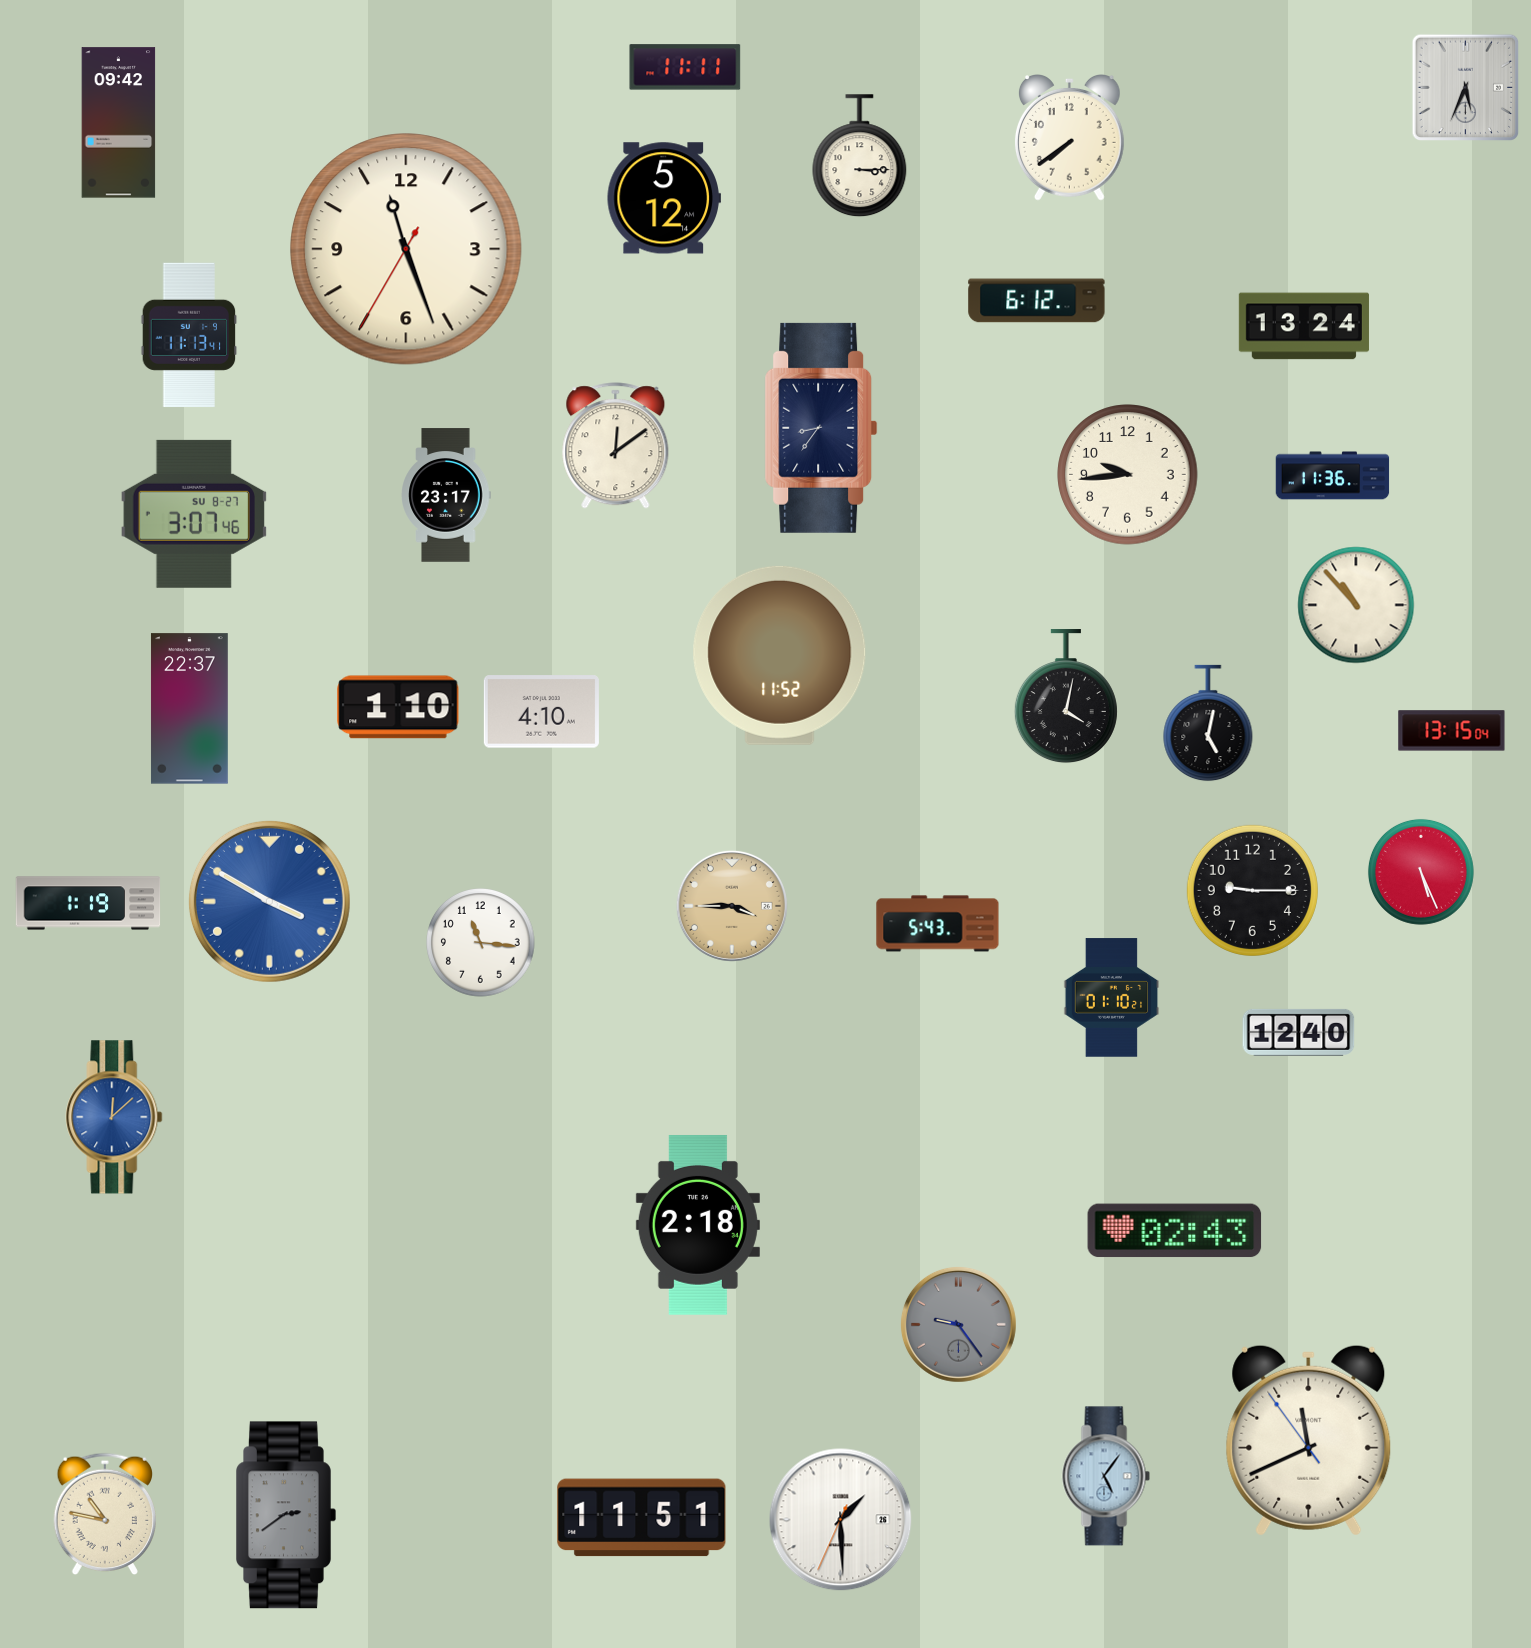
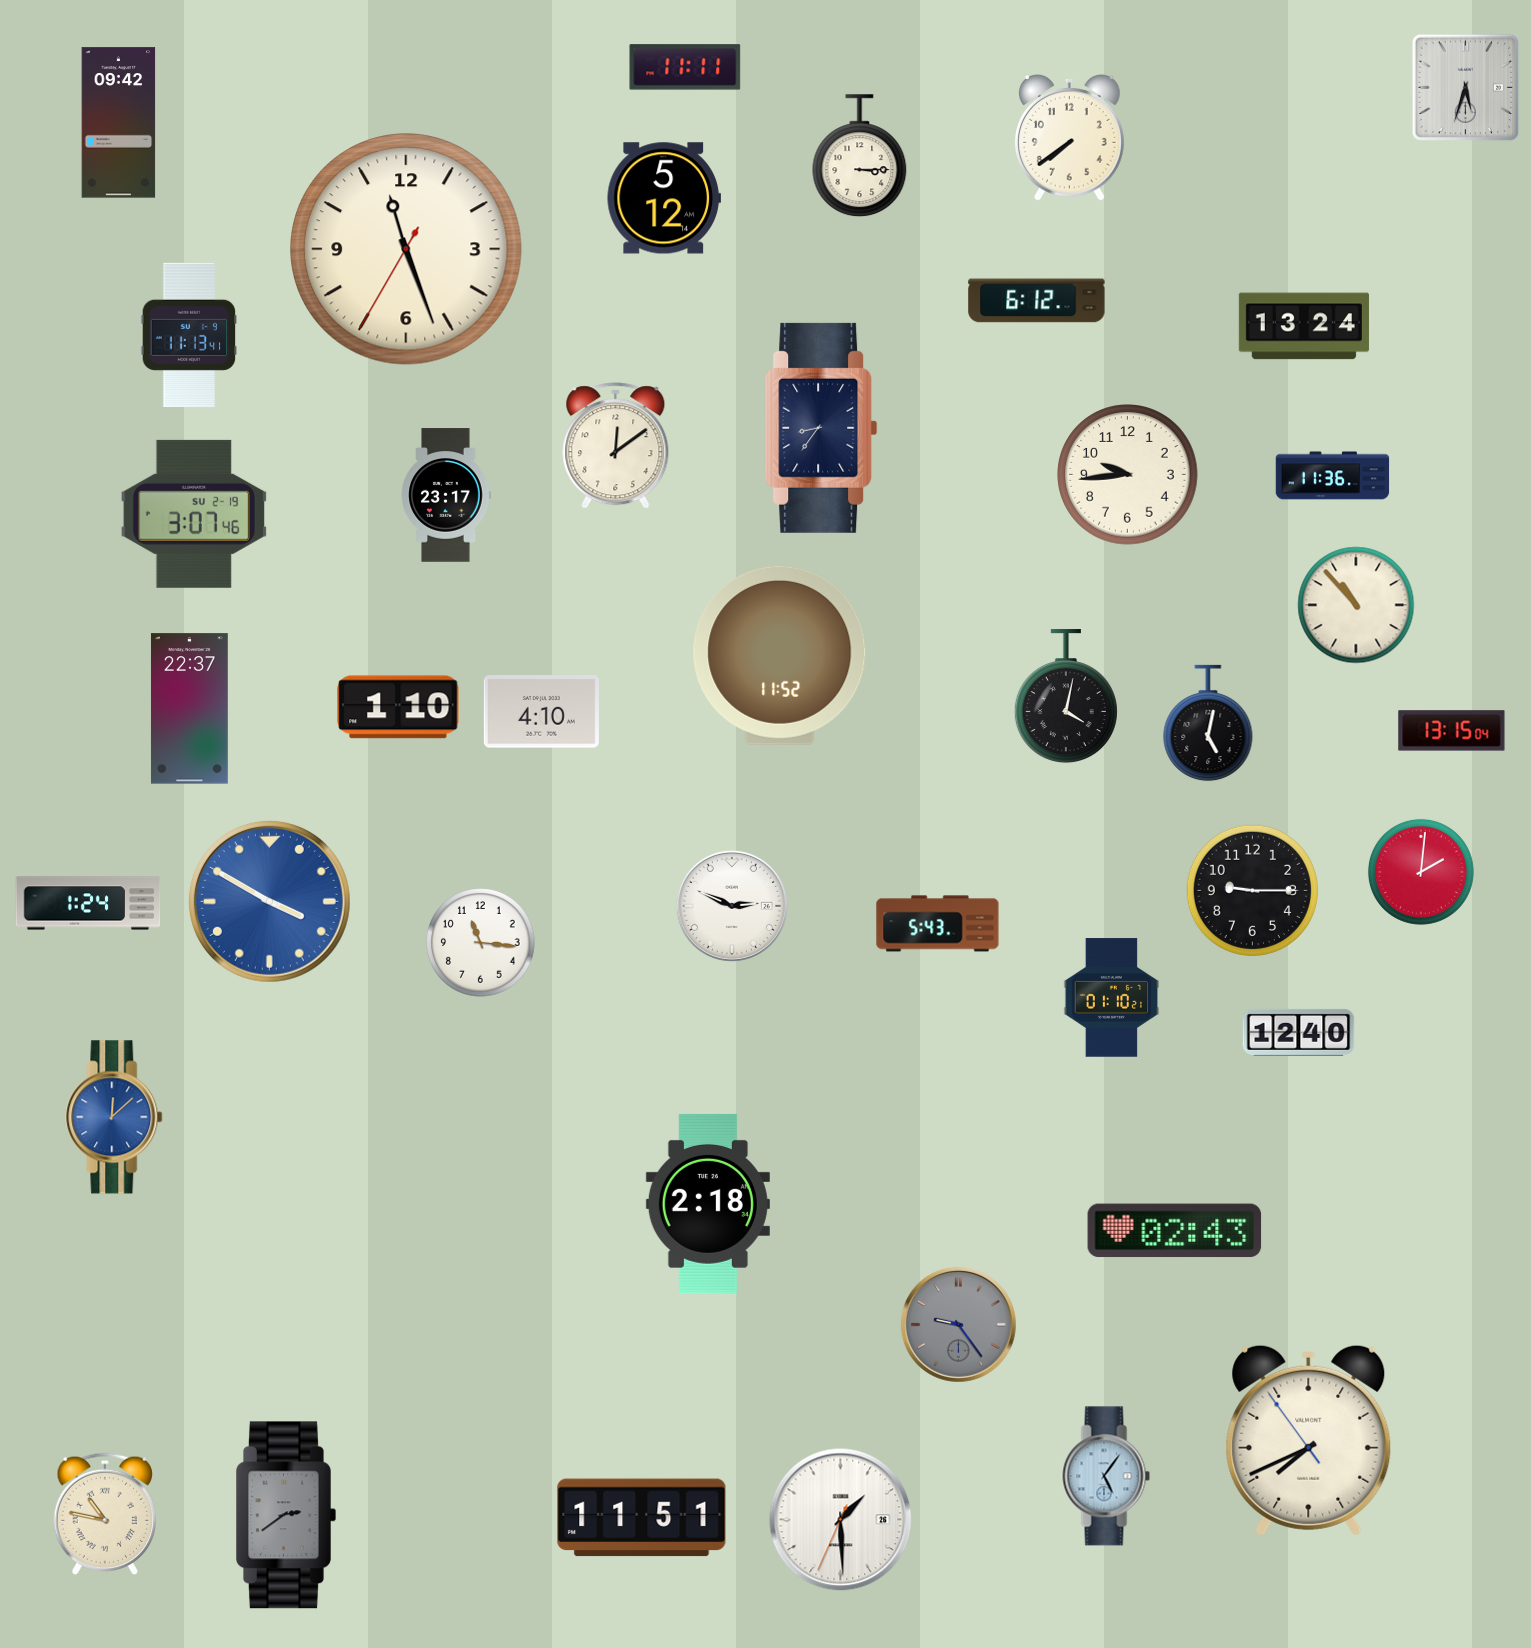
clock at (1466, 88): 5:34 -> 5:33
clock at (193, 514) date: SU 8-27 -> SU 2-19
clock at (1421, 872): 5:26 -> 2:01
clock at (88, 903): 1:19 -> 1:24
clock at (732, 906): 3:45 -> 2:49
clock at (732, 906) dial: champagne -> white
clock at (698, 1225) position: (698, 1225) -> (708, 1204)
clock at (1309, 1440): 11:40 -> 7:40
